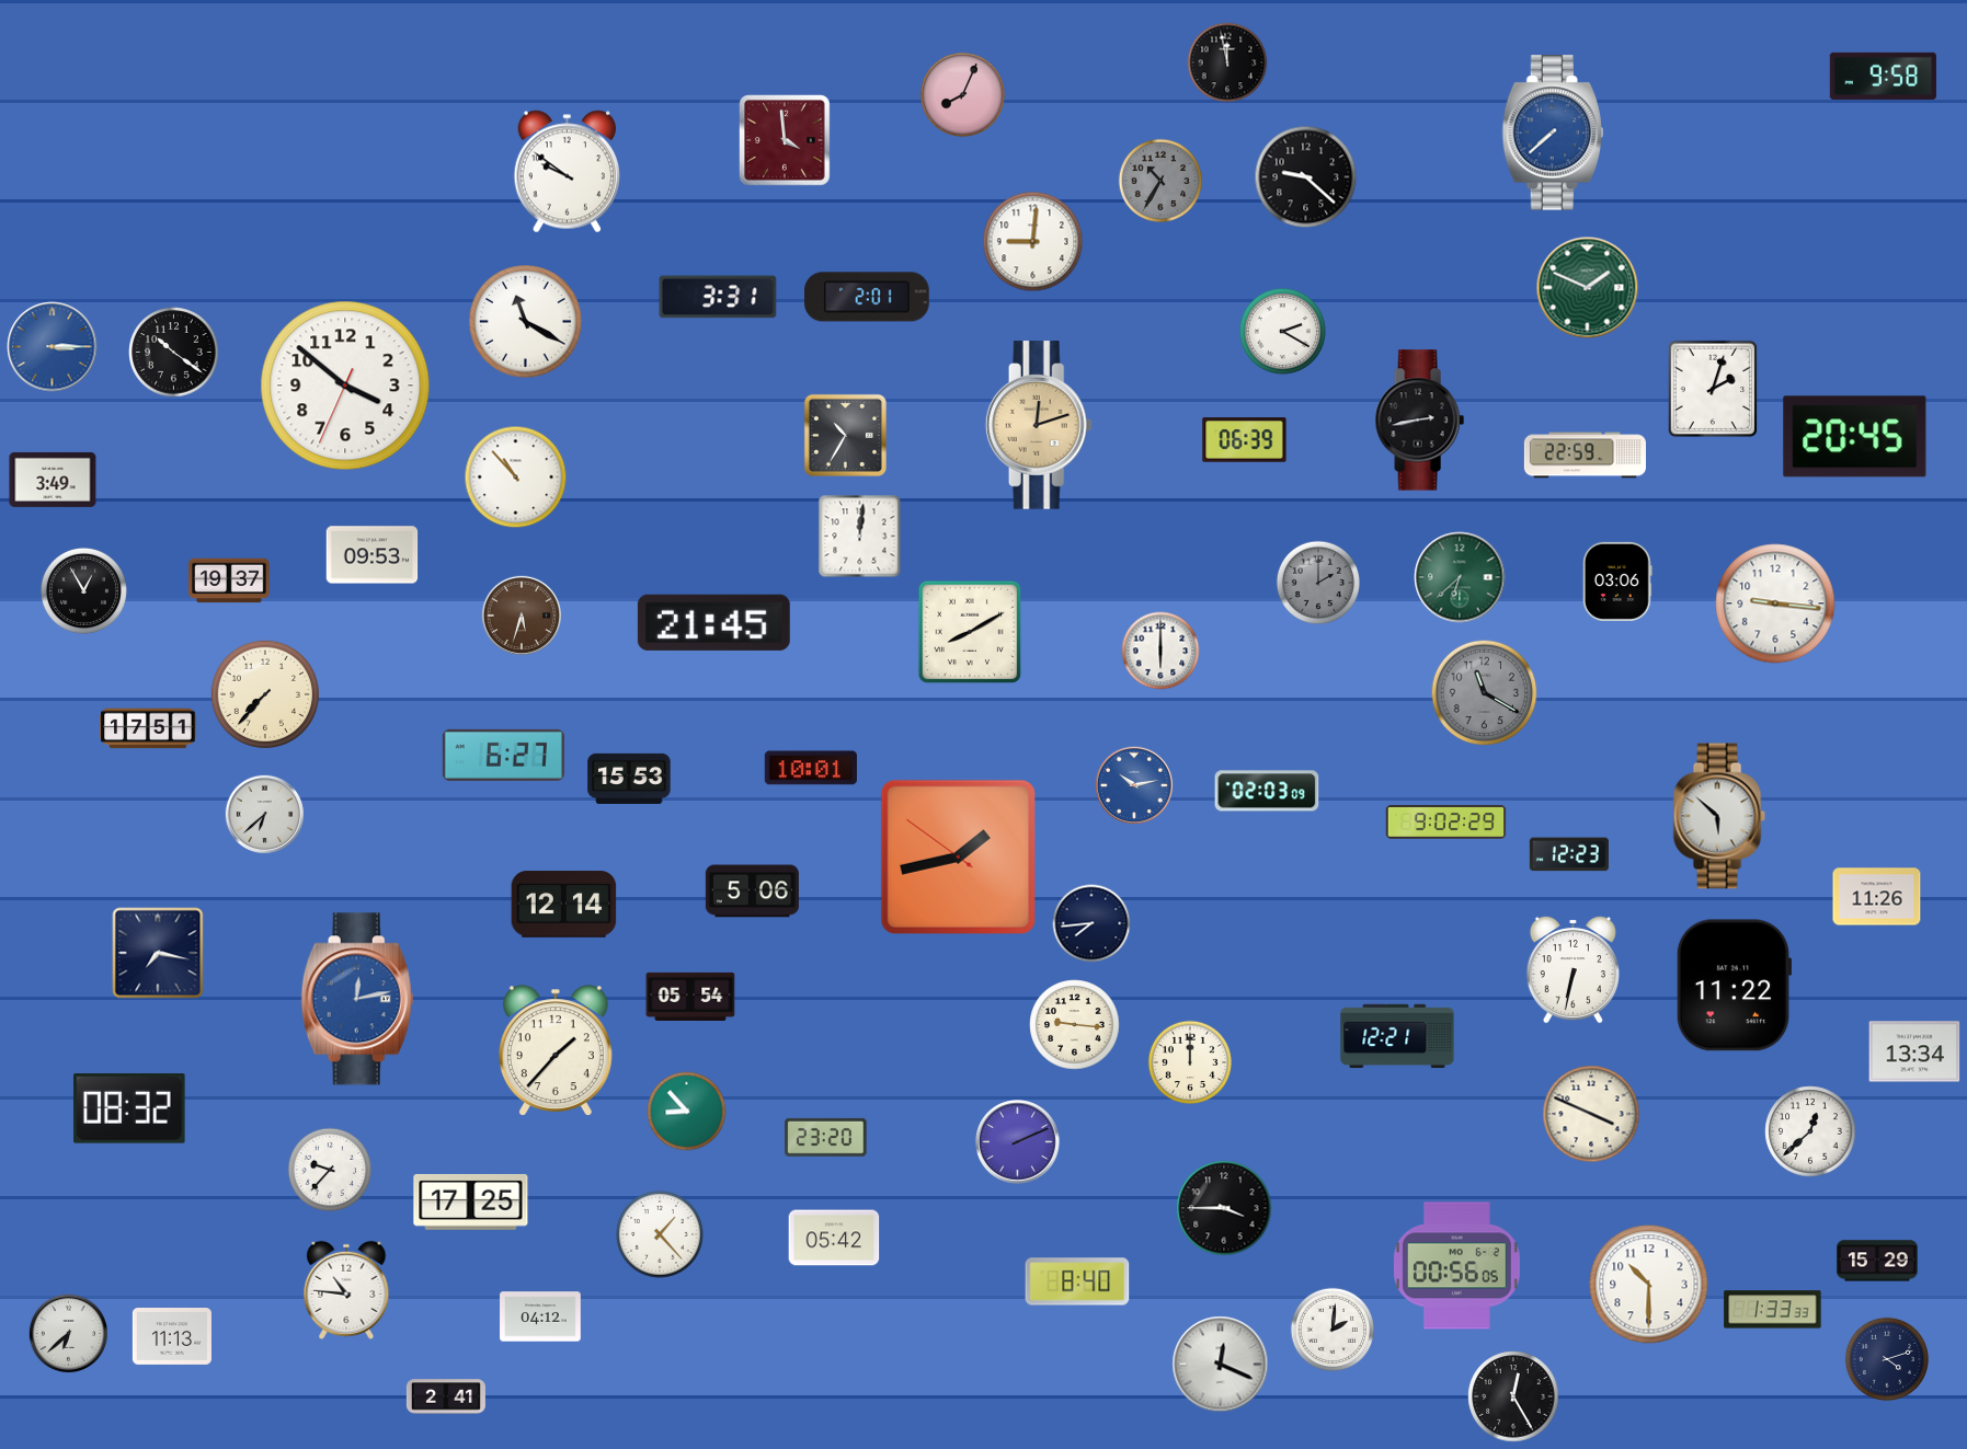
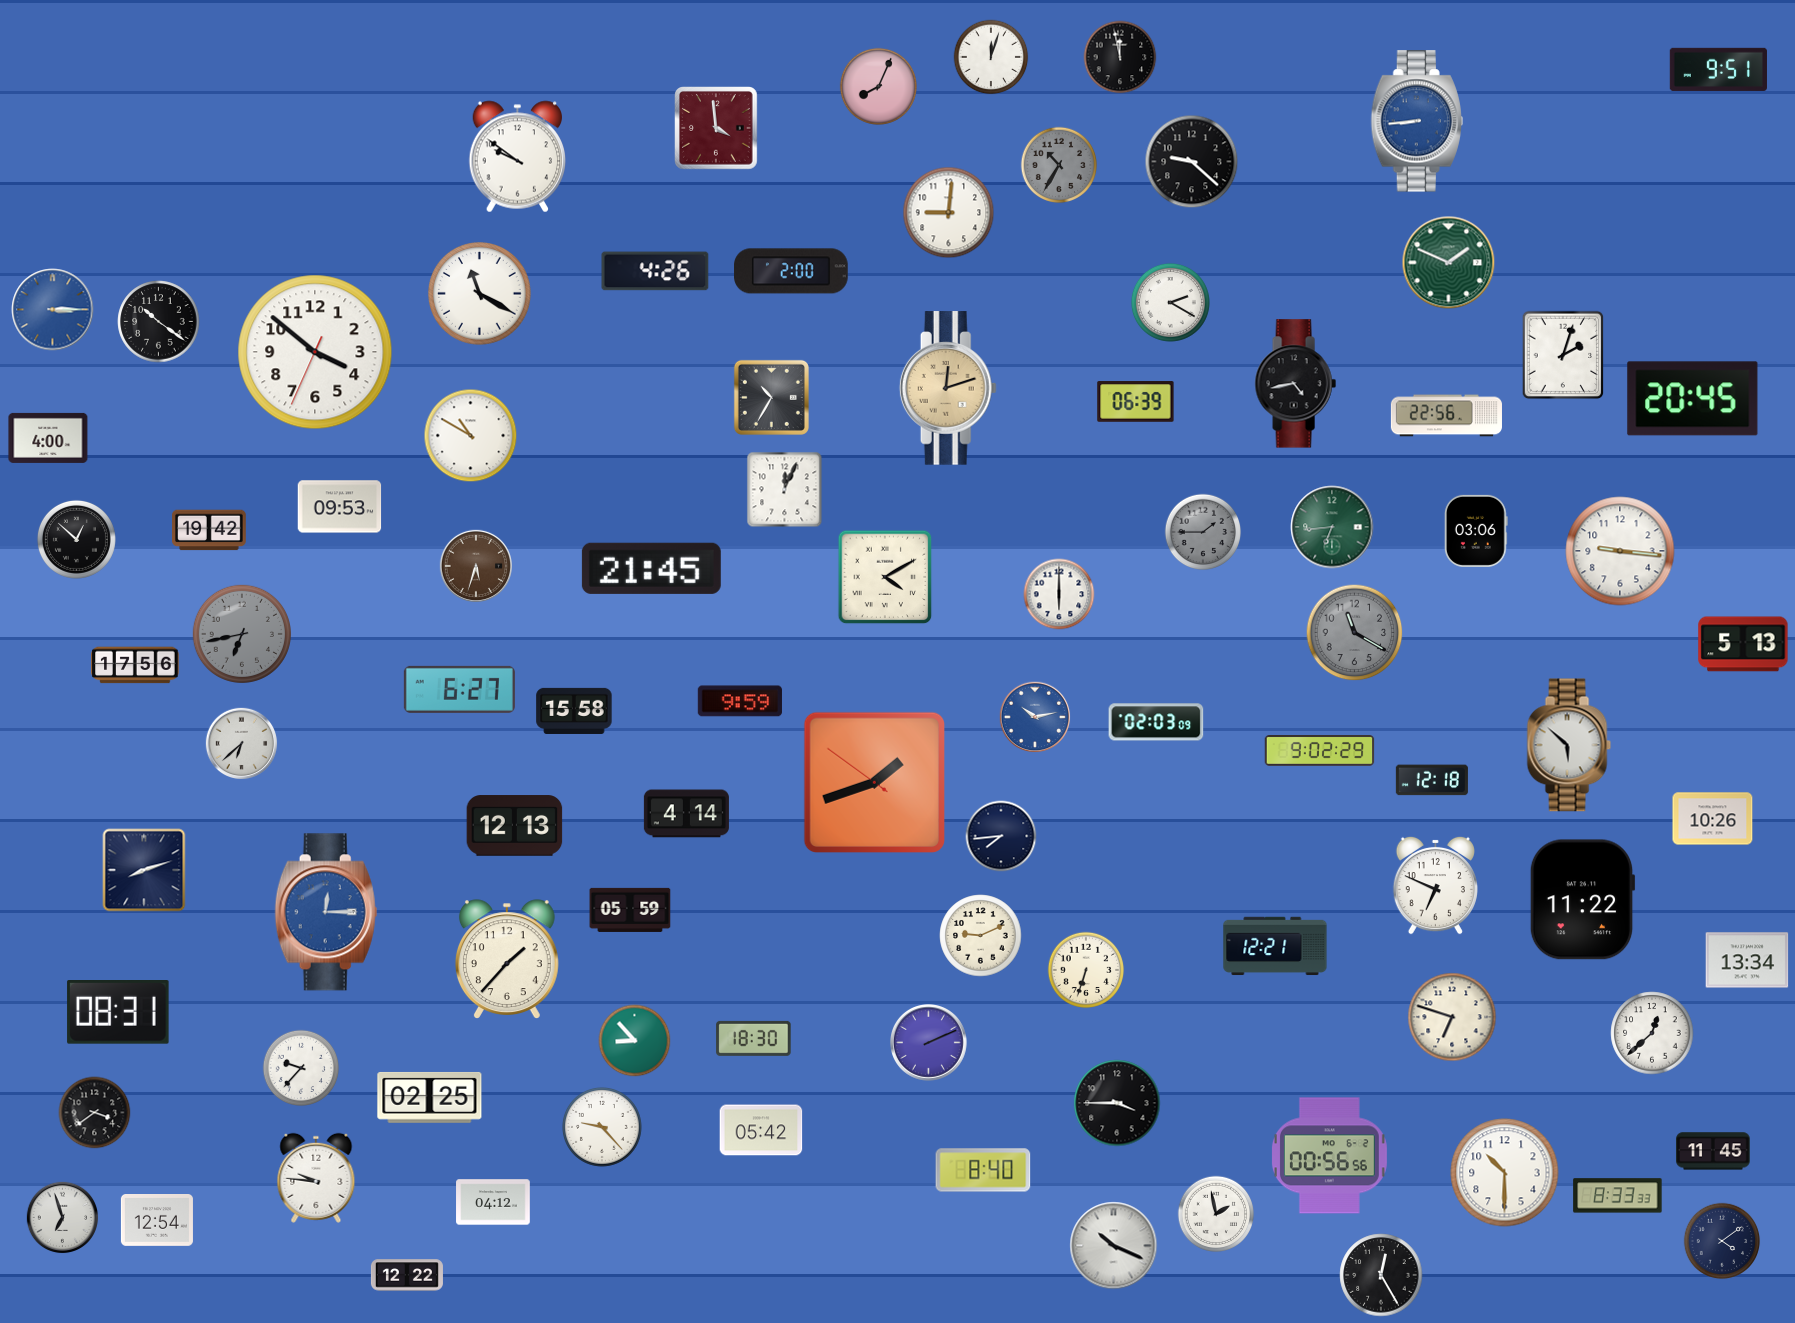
clock at (991, 57): none -> 12:03
clock at (1883, 76): 9:58 -> 9:51
clock at (1553, 133): 7:38 -> 8:44
clock at (1033, 242) position: (1033, 242) -> (949, 213)
clock at (718, 297): 3:31 -> 4:26
clock at (867, 297): 2:01 -> 2:00
clock at (53, 347) position: (53, 347) -> (53, 310)
clock at (1419, 421): 2:43 -> 4:43
clock at (1585, 456): 22:59 -> 22:56
clock at (516, 478): 10:53 -> 10:50
clock at (53, 480): 3:49 -> 4:00
clock at (860, 537): 12:01 -> 12:04
clock at (1460, 577): 6:38 -> 6:44
clock at (229, 580): 19:37 -> 19:42
clock at (1318, 583): 2:00 -> 1:45
clock at (83, 590): 12:55 -> 12:52
clock at (521, 614) position: (521, 614) -> (475, 565)
clock at (970, 632): 8:10 -> 4:10
clock at (265, 694): 7:37 -> 6:43
clock at (265, 694) dial: cream -> grey
clock at (1743, 644): none -> 5:13
clock at (148, 728): 17:51 -> 17:56
clock at (811, 768): 10:01 -> 9:59
clock at (629, 779): 15:53 -> 15:58
clock at (1569, 854): 12:23 -> 12:18
clock at (958, 856): 1:42 -> 1:41
clock at (752, 892): 5:06 -> 4:14
clock at (1877, 897): 11:26 -> 10:26
clock at (564, 905): 12:14 -> 12:13
clock at (1091, 923) position: (1091, 923) -> (1001, 836)
clock at (158, 953): 7:17 -> 8:12
clock at (1573, 969): 6:32 -> 6:49
clock at (690, 997): 05:54 -> 05:59
clock at (357, 999): 12:13 -> 12:15
clock at (1075, 1025): 9:16 -> 9:11
clock at (1190, 1062): 12:00 -> 6:33
clock at (129, 1109): 08:32 -> 08:31
clock at (687, 1112) position: (687, 1112) -> (635, 1041)
clock at (1591, 1114): 3:49 -> 6:48
clock at (826, 1137): 23:20 -> 18:30
clock at (471, 1201): 17:25 -> 02:25
clock at (95, 1113): none -> 3:39
clock at (660, 1234): 1:23 -> 9:23
clock at (1877, 1261): 15:29 -> 11:45
clock at (1456, 1266): 00:56:05 -> 00:56:56
clock at (346, 1290): 10:46 -> 9:46
clock at (1773, 1310): 1:33 -> 8:33
clock at (1333, 1330): 2:01 -> 1:58
clock at (69, 1334): 6:38 -> 6:57
clock at (172, 1337): 11:13 -> 12:54
clock at (1887, 1359): 4:12 -> 4:09
clock at (1221, 1365): 12:19 -> 10:19
clock at (446, 1396): 2:41 -> 12:22
